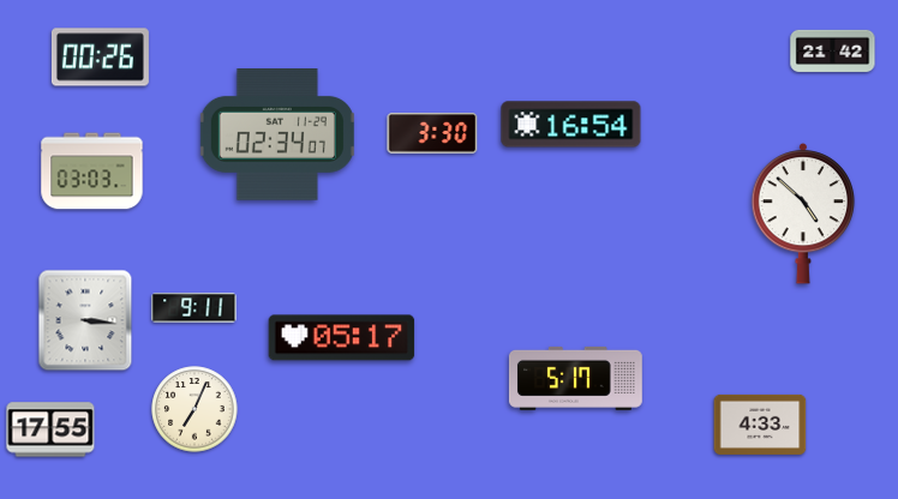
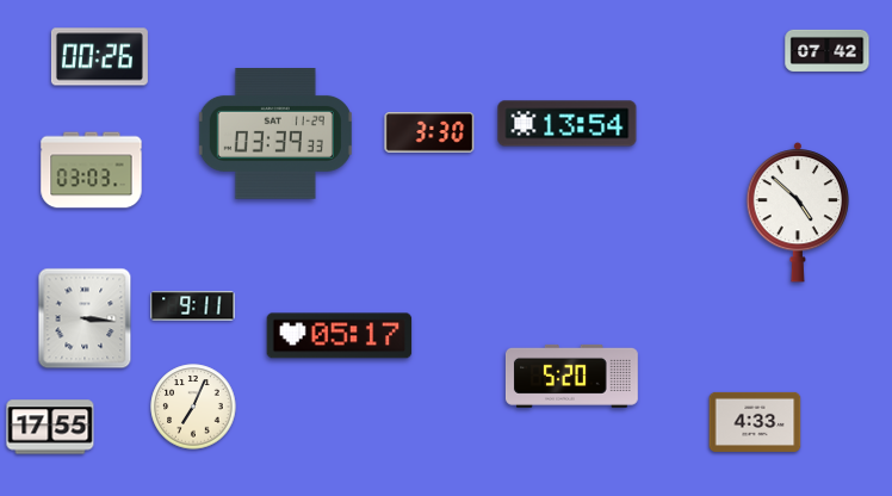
clock at (833, 50): 21:42 -> 07:42
clock at (571, 125): 16:54 -> 13:54
clock at (277, 136): 02:34 -> 03:39
clock at (575, 378): 5:17 -> 5:20
